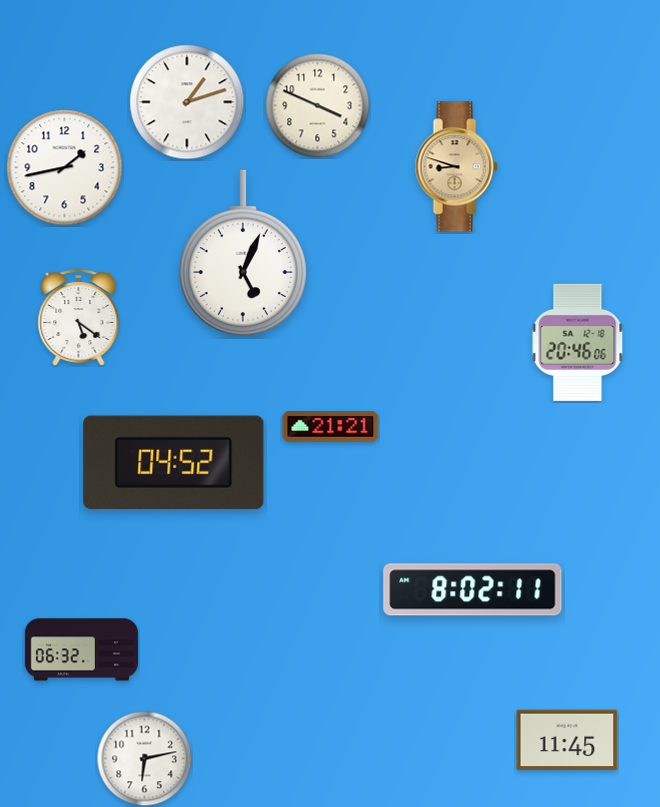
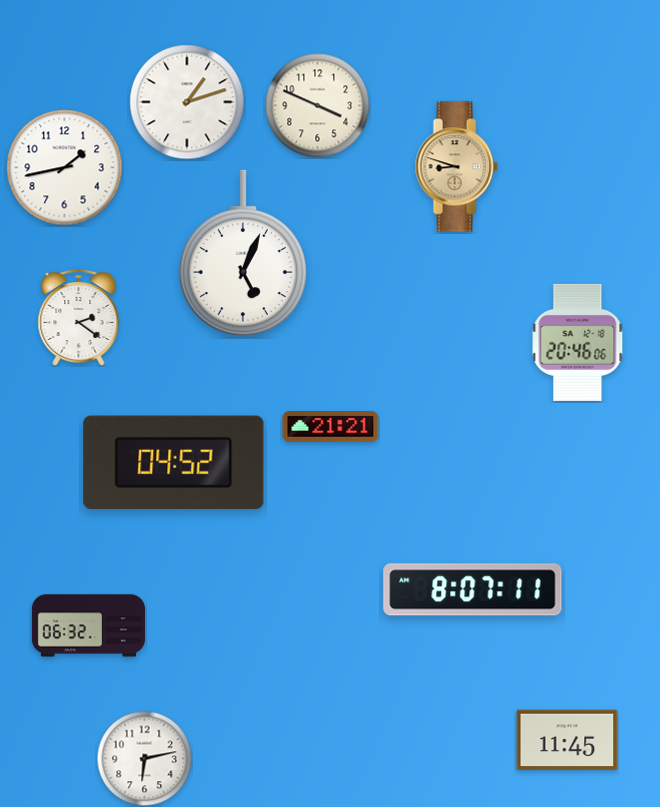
clock at (79, 317): 5:21 -> 2:21
clock at (473, 590): 8:02 -> 8:07
clock at (81, 650) position: (81, 650) -> (88, 626)
